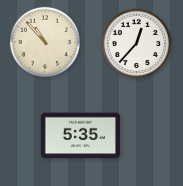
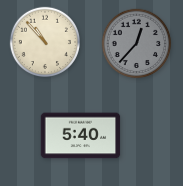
clock at (137, 44) dial: white -> grey
clock at (81, 136): 5:35 -> 5:40
